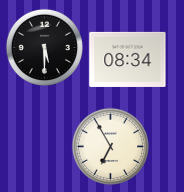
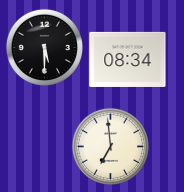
clock at (110, 146): 6:55 -> 6:59
